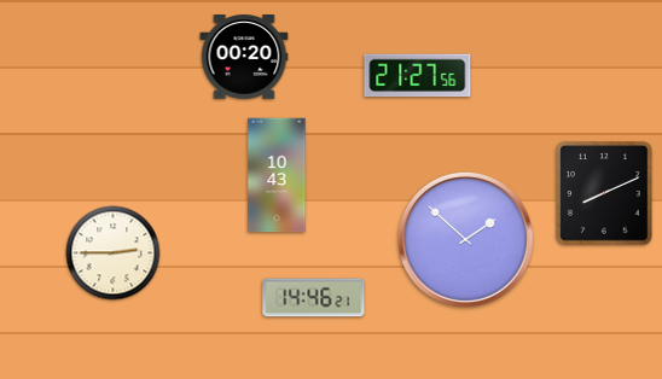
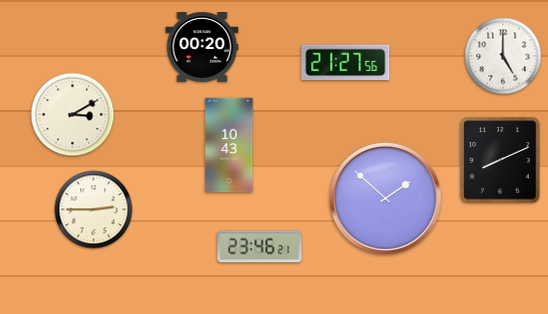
clock at (503, 56): none -> 5:00
clock at (73, 115): none -> 3:10
clock at (314, 298): 14:46 -> 23:46
